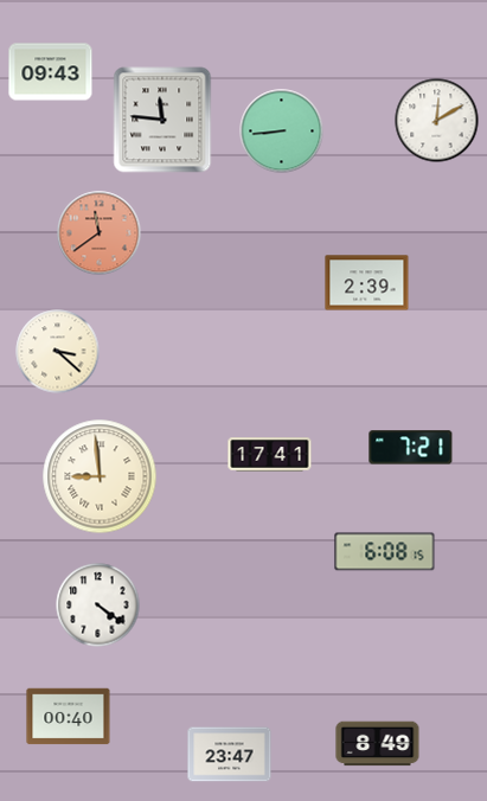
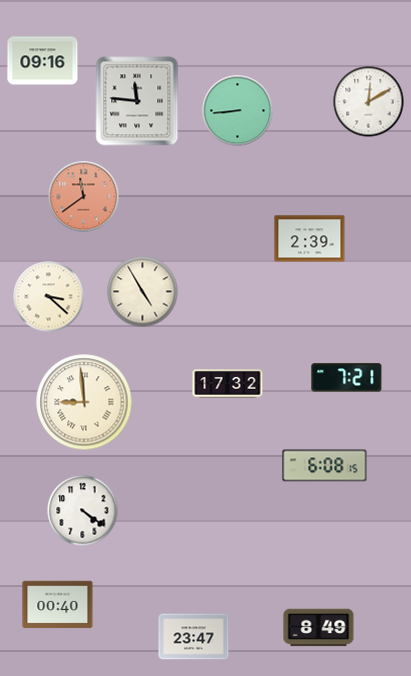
clock at (51, 72): 09:43 -> 09:16
clock at (143, 292): none -> 4:55
clock at (270, 455): 17:41 -> 17:32
